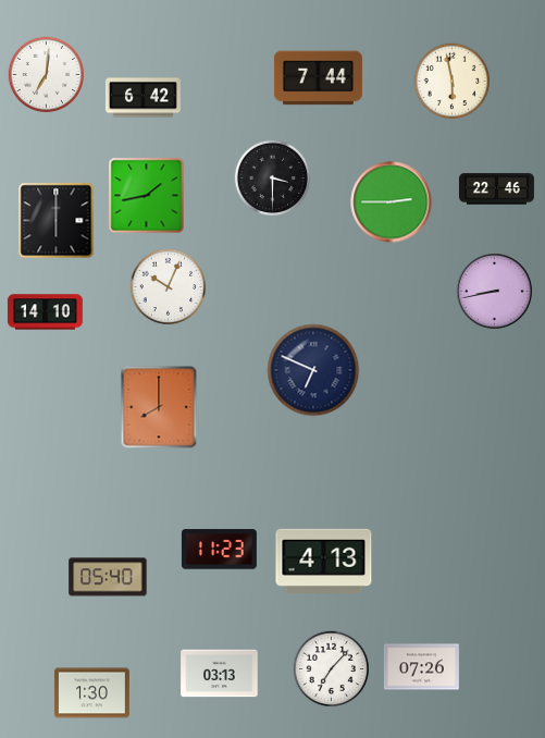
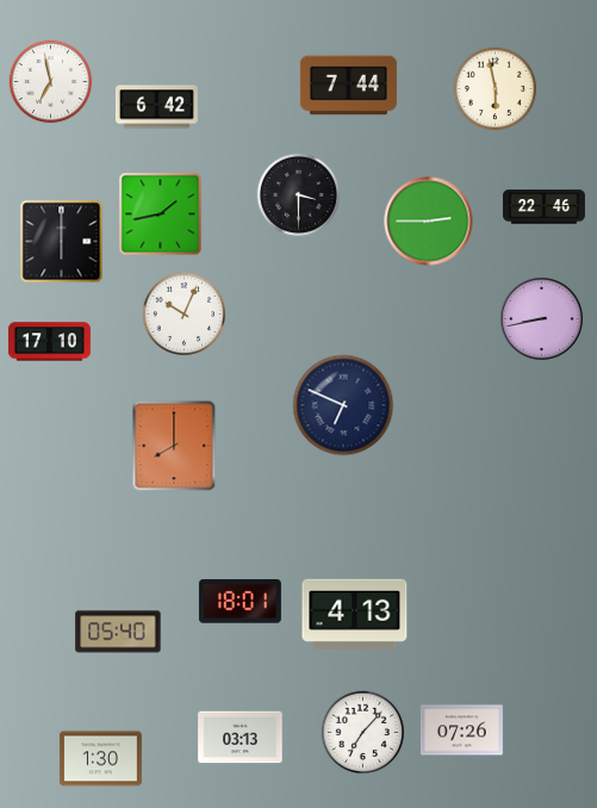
clock at (47, 75): 7:01 -> 6:58
clock at (45, 312): 14:10 -> 17:10
clock at (219, 550): 11:23 -> 18:01
